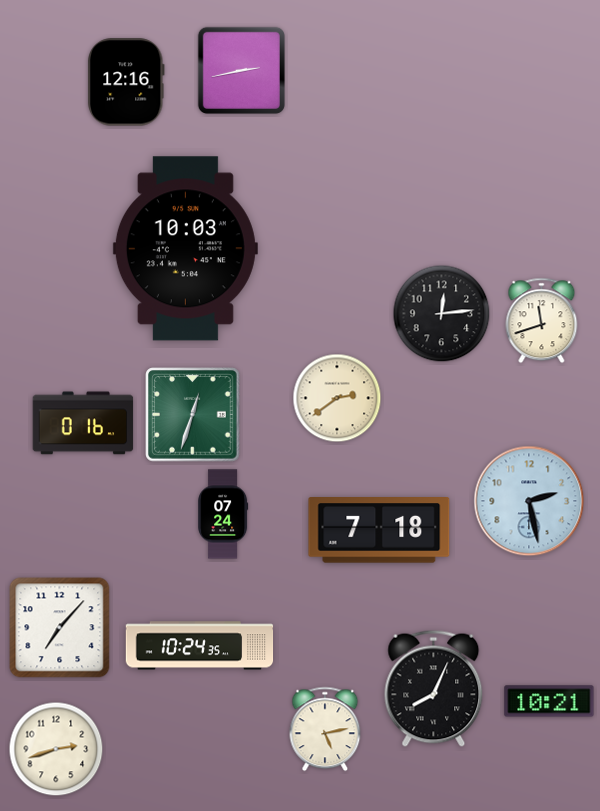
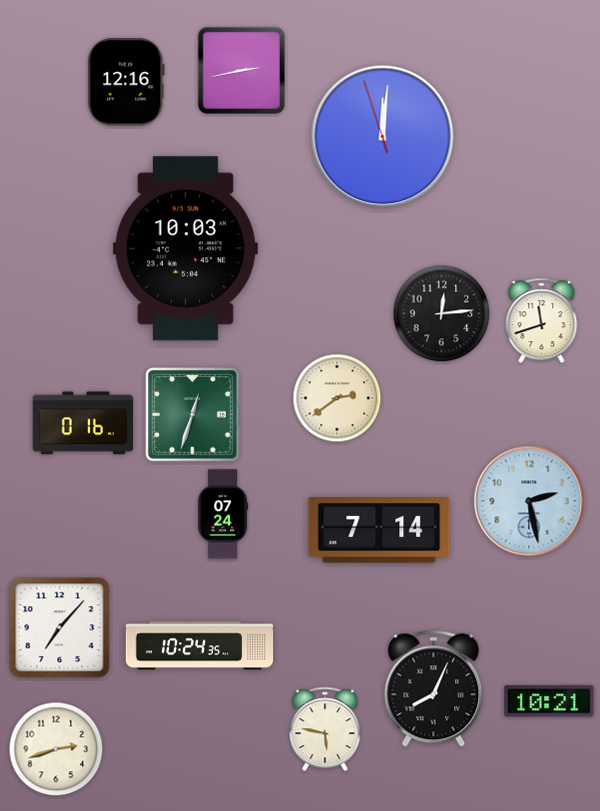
clock at (383, 137): none -> 12:00
clock at (379, 530): 7:18 -> 7:14
clock at (325, 729): 5:13 -> 5:47
